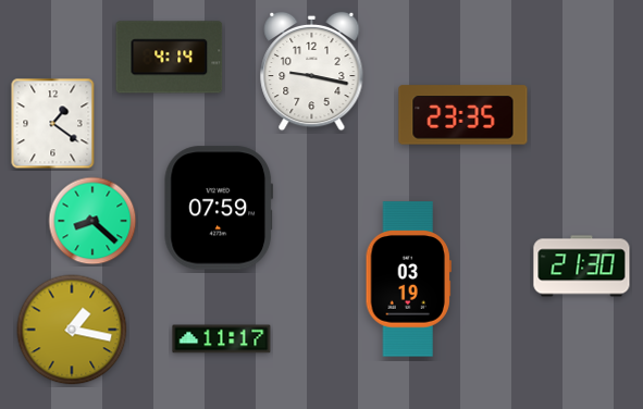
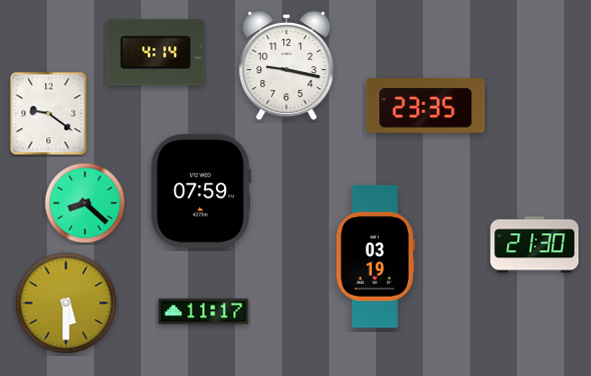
clock at (53, 124): 1:21 -> 9:21
clock at (72, 330): 1:17 -> 5:30
